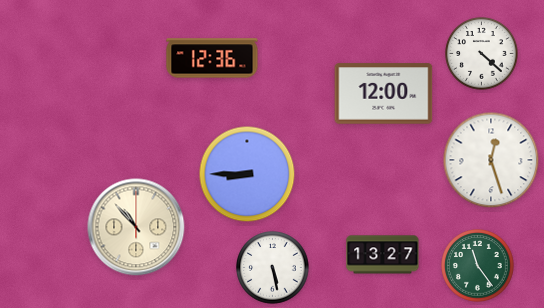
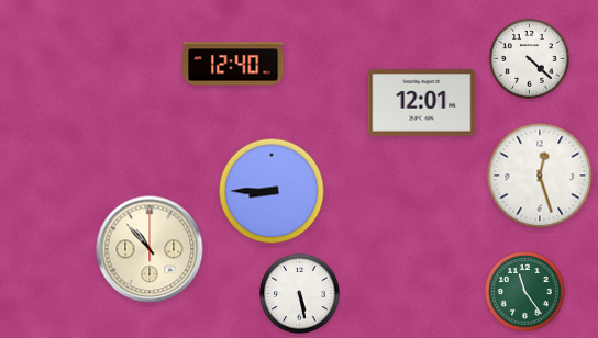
clock at (212, 58): 12:36 -> 12:40
clock at (384, 94): 12:00 -> 12:01
clock at (383, 255): 13:27 -> none
